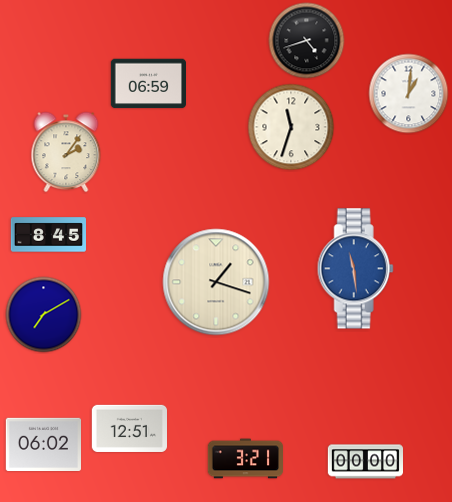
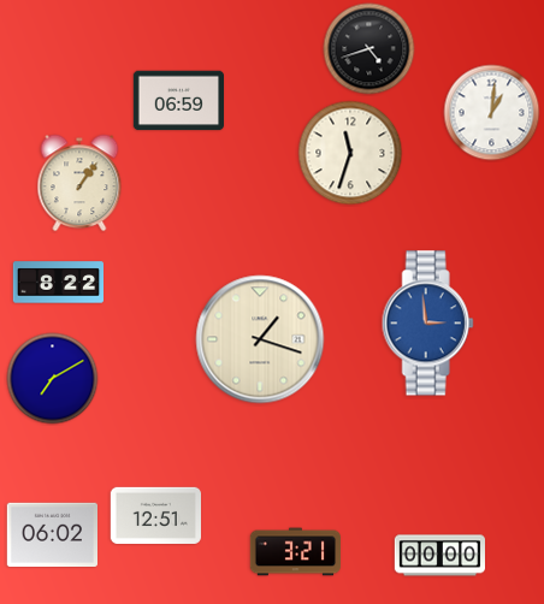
clock at (66, 152): 2:06 -> 1:06
clock at (48, 235): 8:45 -> 8:22
clock at (355, 269): 11:29 -> 2:59
